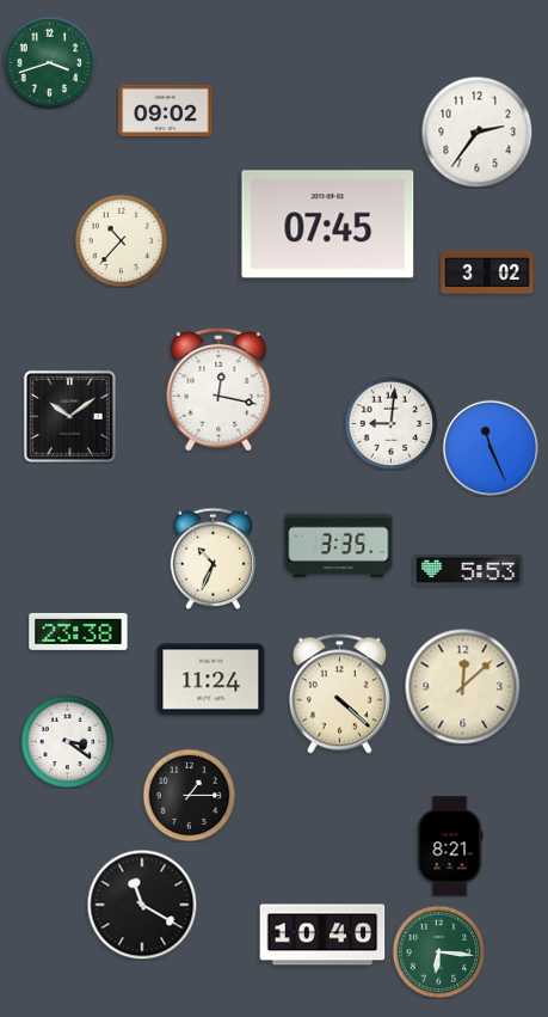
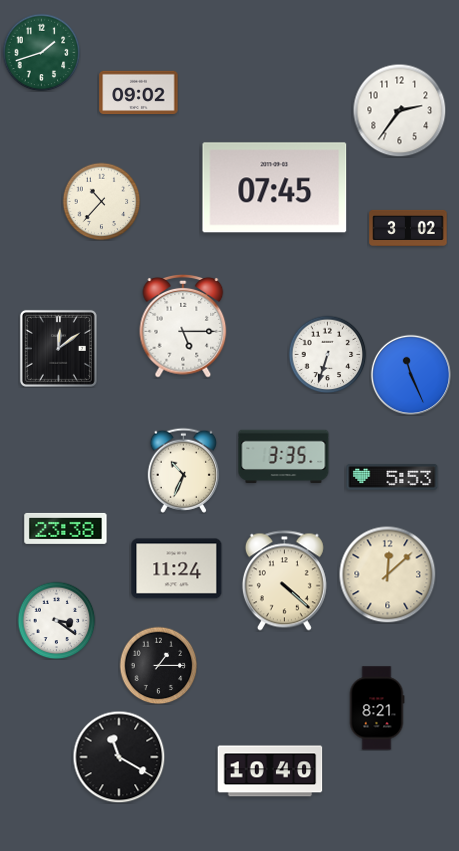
clock at (49, 62): 3:42 -> 1:42
clock at (218, 391): 12:17 -> 5:15
clock at (69, 416): 10:09 -> 12:09
clock at (390, 423): 9:01 -> 6:33
clock at (214, 558) position: (214, 558) -> (184, 470)
clock at (322, 935) position: (322, 935) -> (270, 771)
clock at (438, 951): 6:16 -> none
